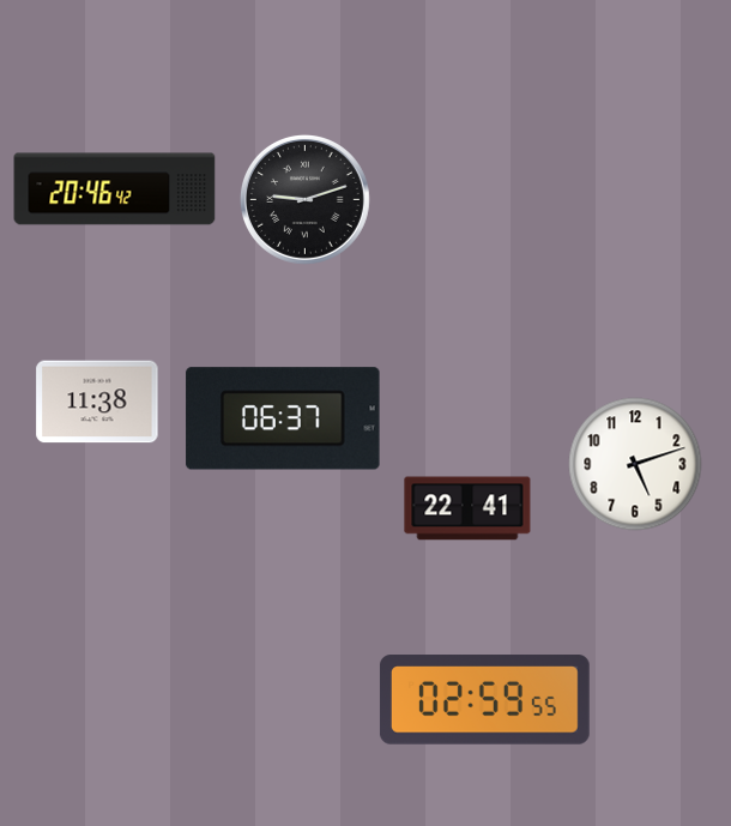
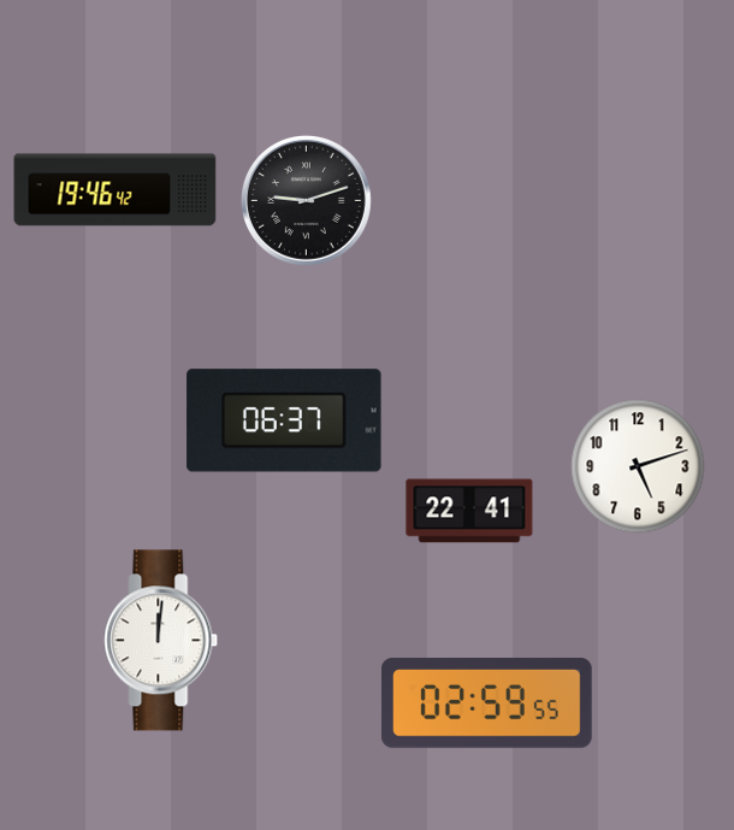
clock at (115, 189): 20:46 -> 19:46
clock at (97, 402): 11:38 -> none
clock at (161, 641): none -> 12:01
